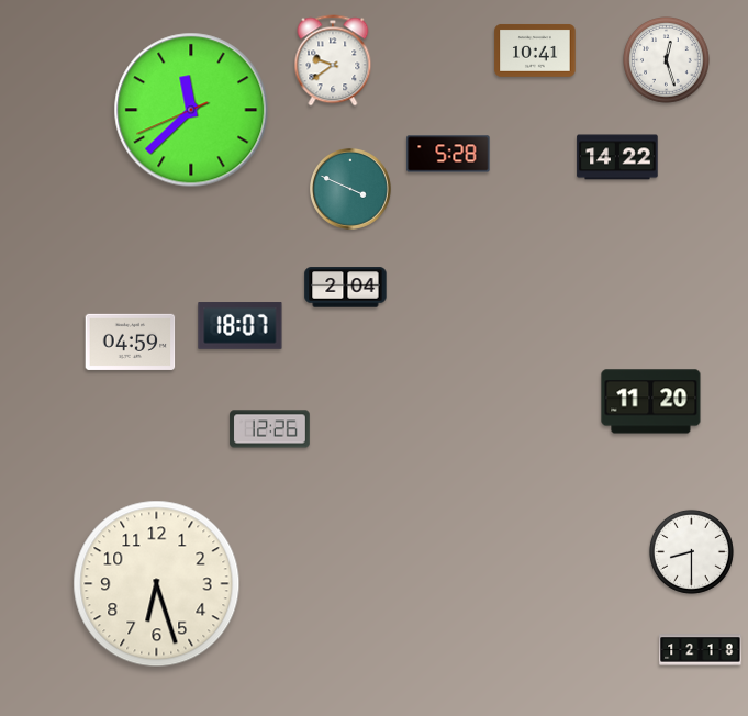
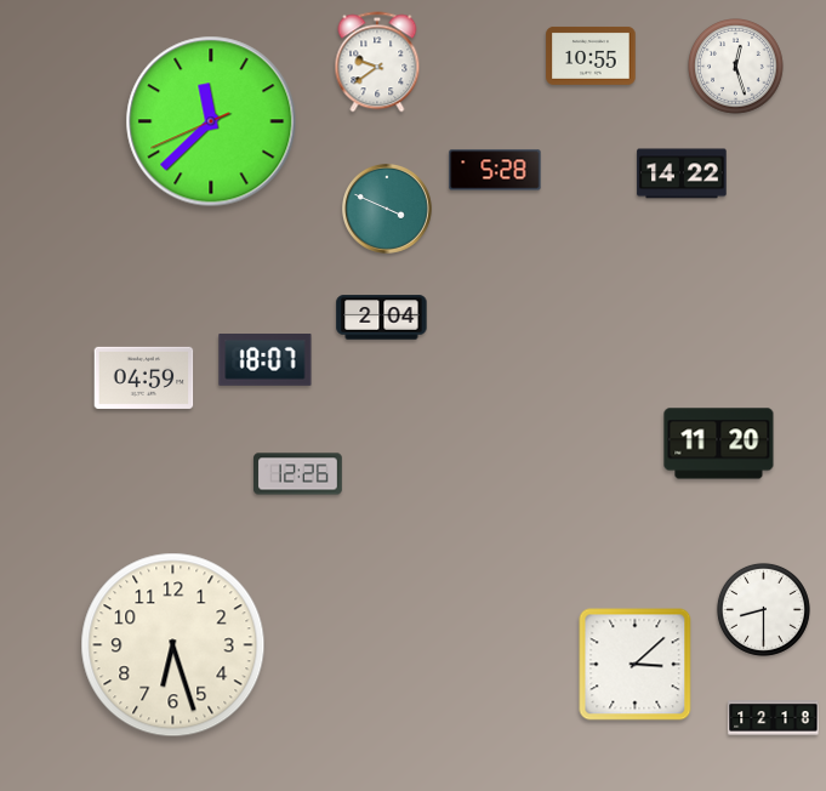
clock at (535, 51): 10:41 -> 10:55
clock at (333, 60) position: (333, 60) -> (377, 62)
clock at (636, 665): none -> 3:08
